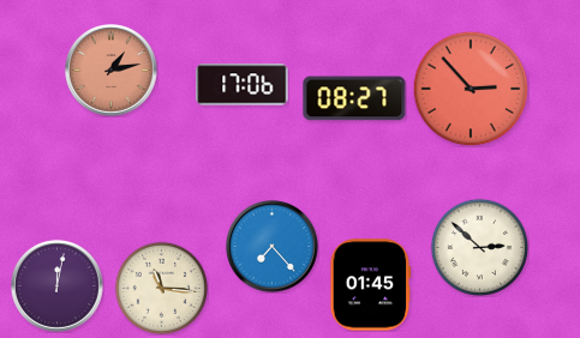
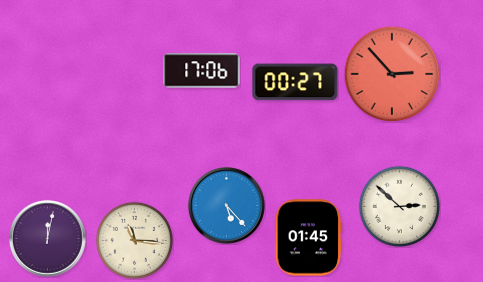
clock at (112, 71): 1:13 -> none
clock at (354, 98): 08:27 -> 00:27
clock at (273, 247): 7:23 -> 5:23
